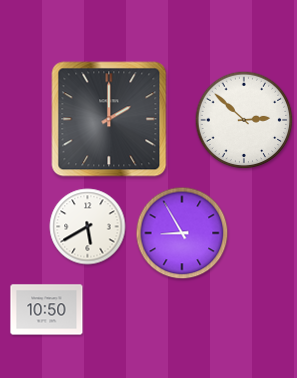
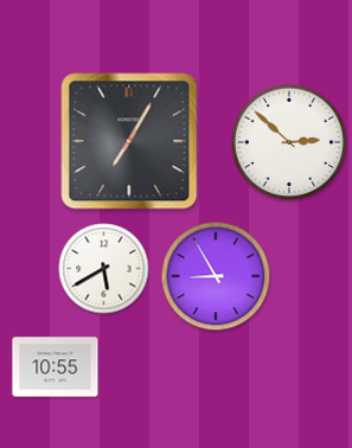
clock at (109, 119): 2:00 -> 7:05
clock at (47, 310): 10:50 -> 10:55
